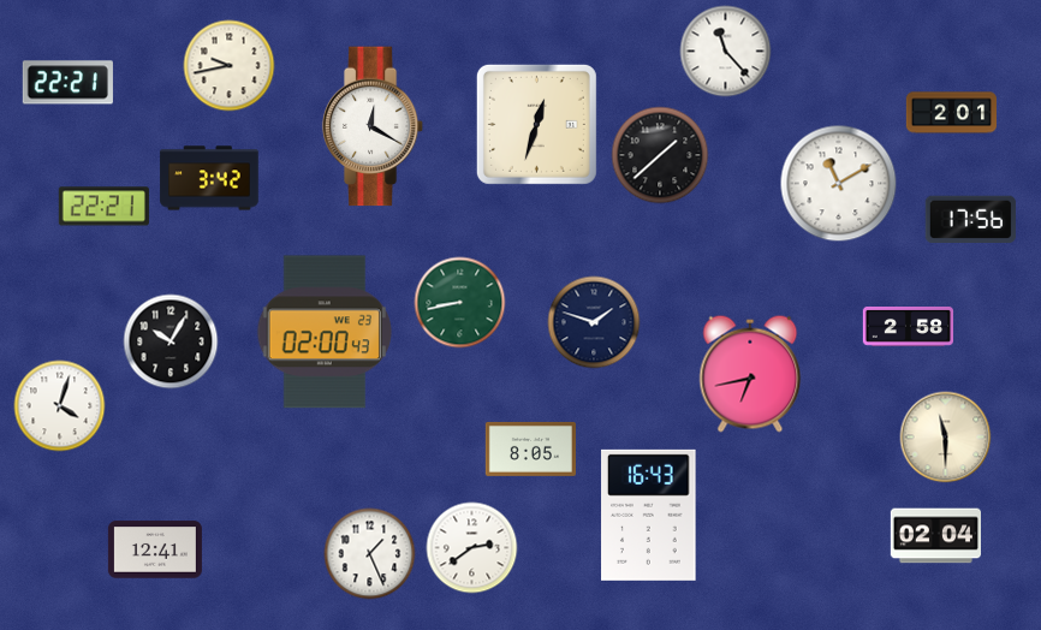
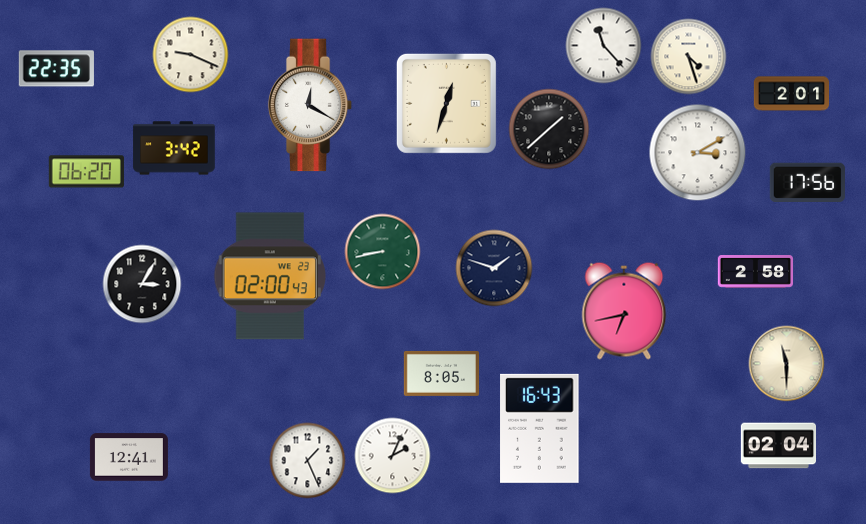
clock at (726, 52) position: (726, 52) -> (604, 46)
clock at (230, 66): 9:43 -> 9:19
clock at (689, 57): none -> 4:27
clock at (67, 83): 22:21 -> 22:35
clock at (839, 184): 11:10 -> 3:10
clock at (103, 207): 22:21 -> 06:20
clock at (171, 341): 10:05 -> 3:05
clock at (60, 406): 4:03 -> none
clock at (472, 548): 2:39 -> 2:04
